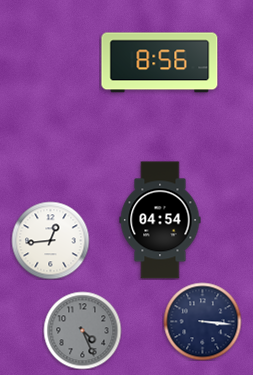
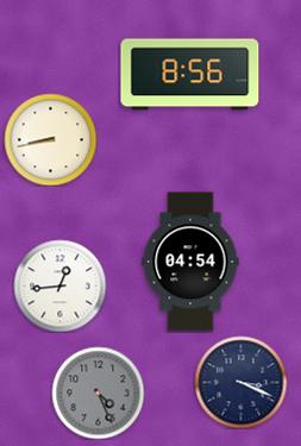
clock at (50, 139): none -> 8:43
clock at (202, 321): 3:16 -> 3:19
